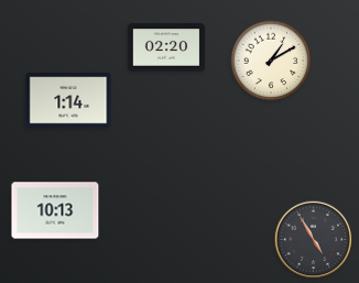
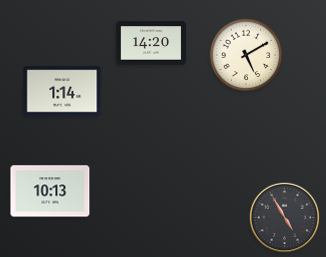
clock at (166, 47): 02:20 -> 14:20
clock at (271, 61): 1:10 -> 5:10
